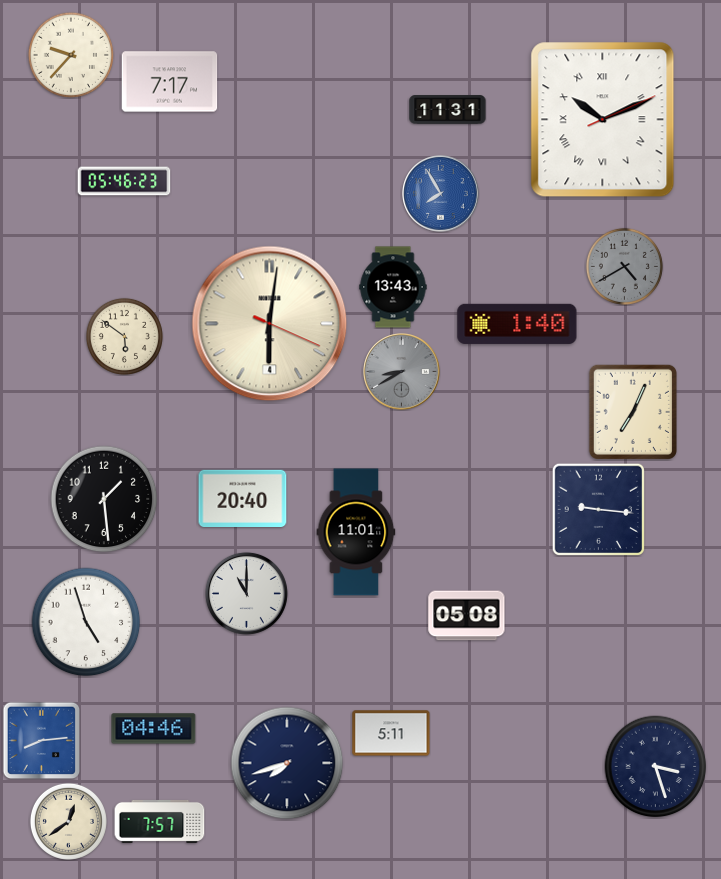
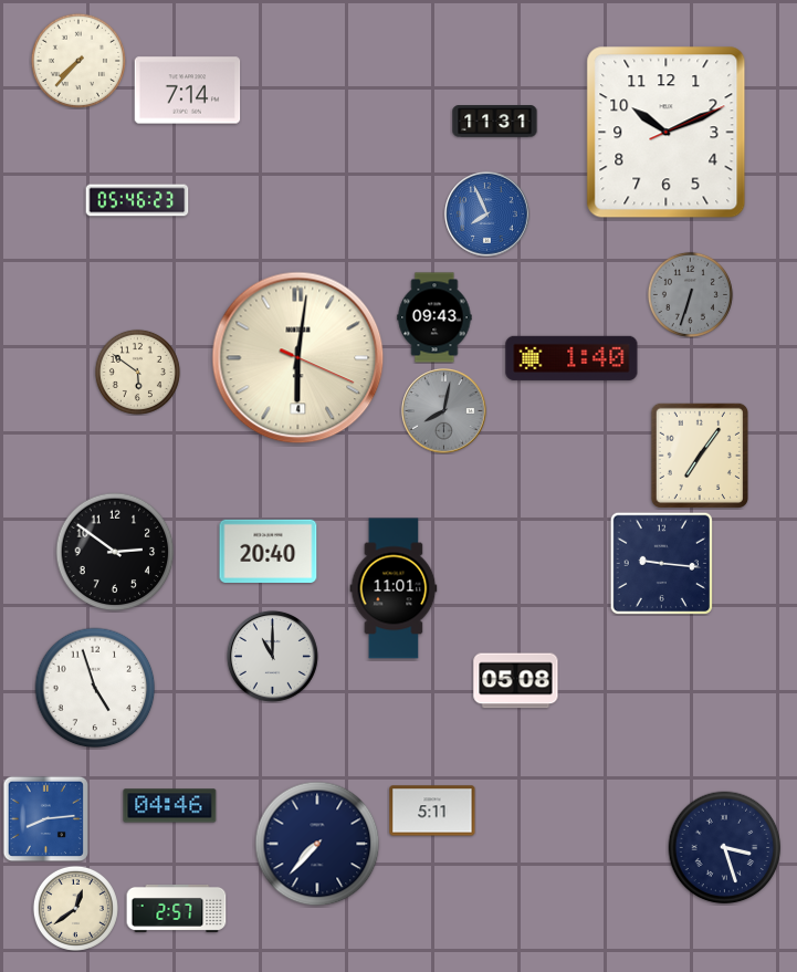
clock at (70, 54): 9:37 -> 7:37
clock at (170, 82): 7:17 -> 7:14
clock at (603, 120) numerals: Roman -> Arabic
clock at (441, 194): 7:55 -> 7:56
clock at (624, 266): 4:40 -> 6:33
clock at (393, 287): 13:43 -> 09:43
clock at (402, 372): 8:40 -> 8:02
clock at (633, 412): 7:04 -> 7:06
clock at (104, 499): 1:29 -> 2:51
clock at (287, 763): 7:42 -> 7:37
clock at (160, 821): 7:57 -> 2:57
